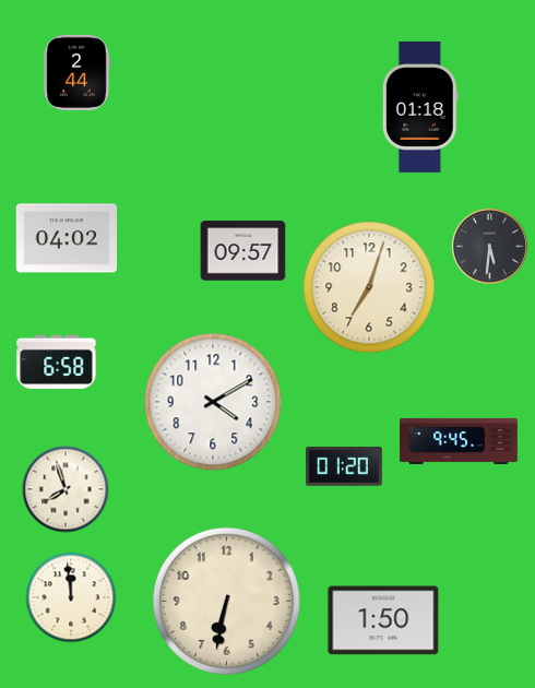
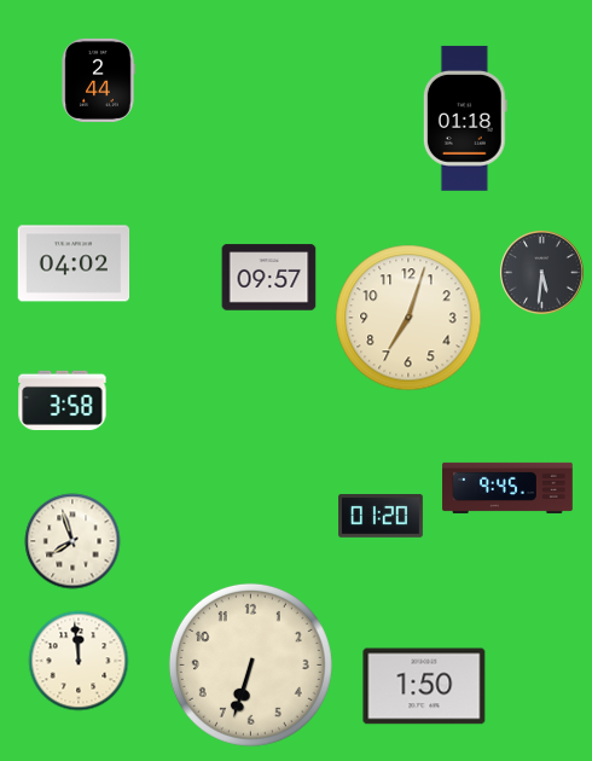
clock at (76, 72) position: (76, 72) -> (98, 80)
clock at (57, 363): 6:58 -> 3:58
clock at (213, 402): 4:10 -> none
clock at (226, 601): 6:32 -> 6:33
